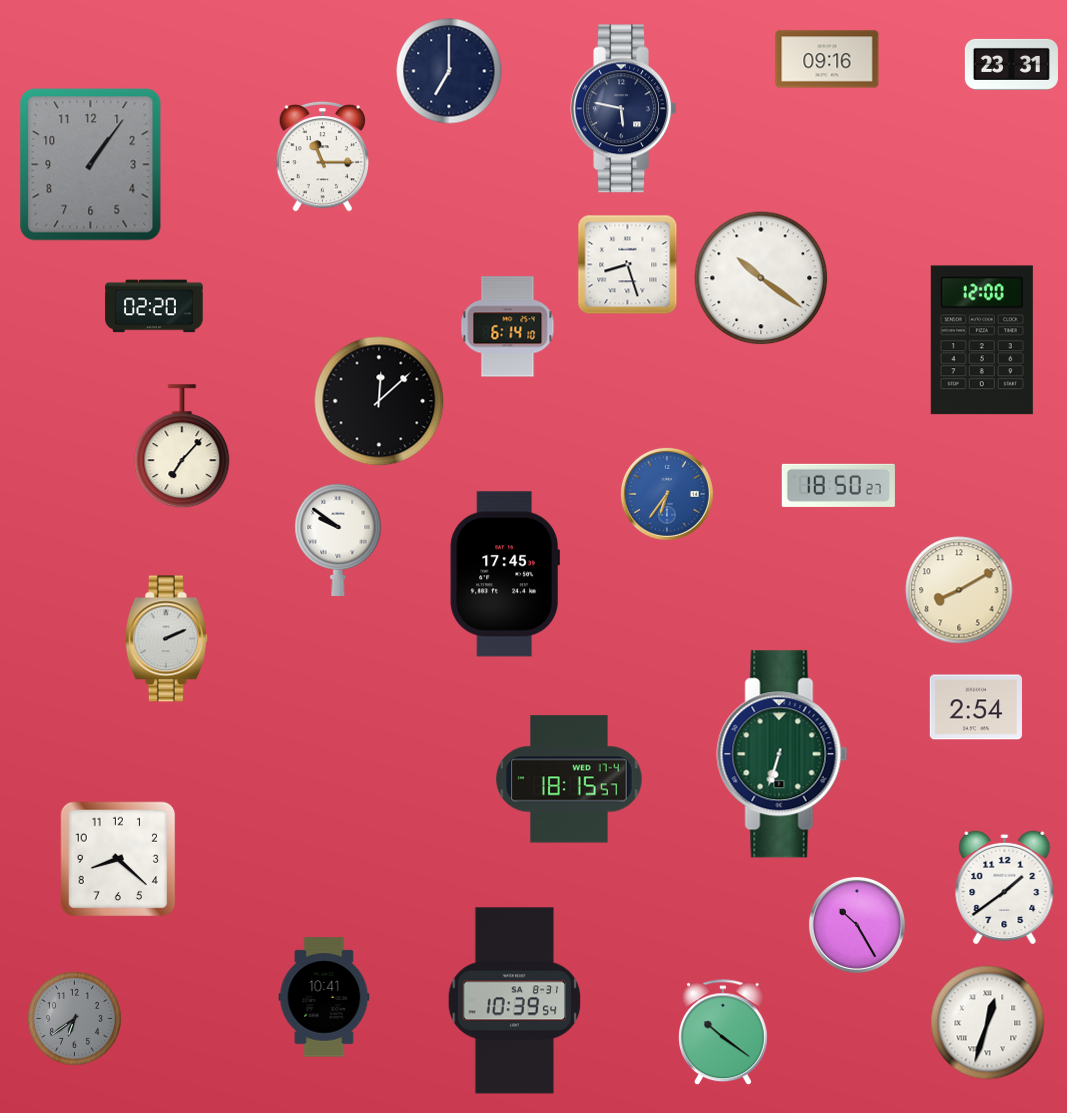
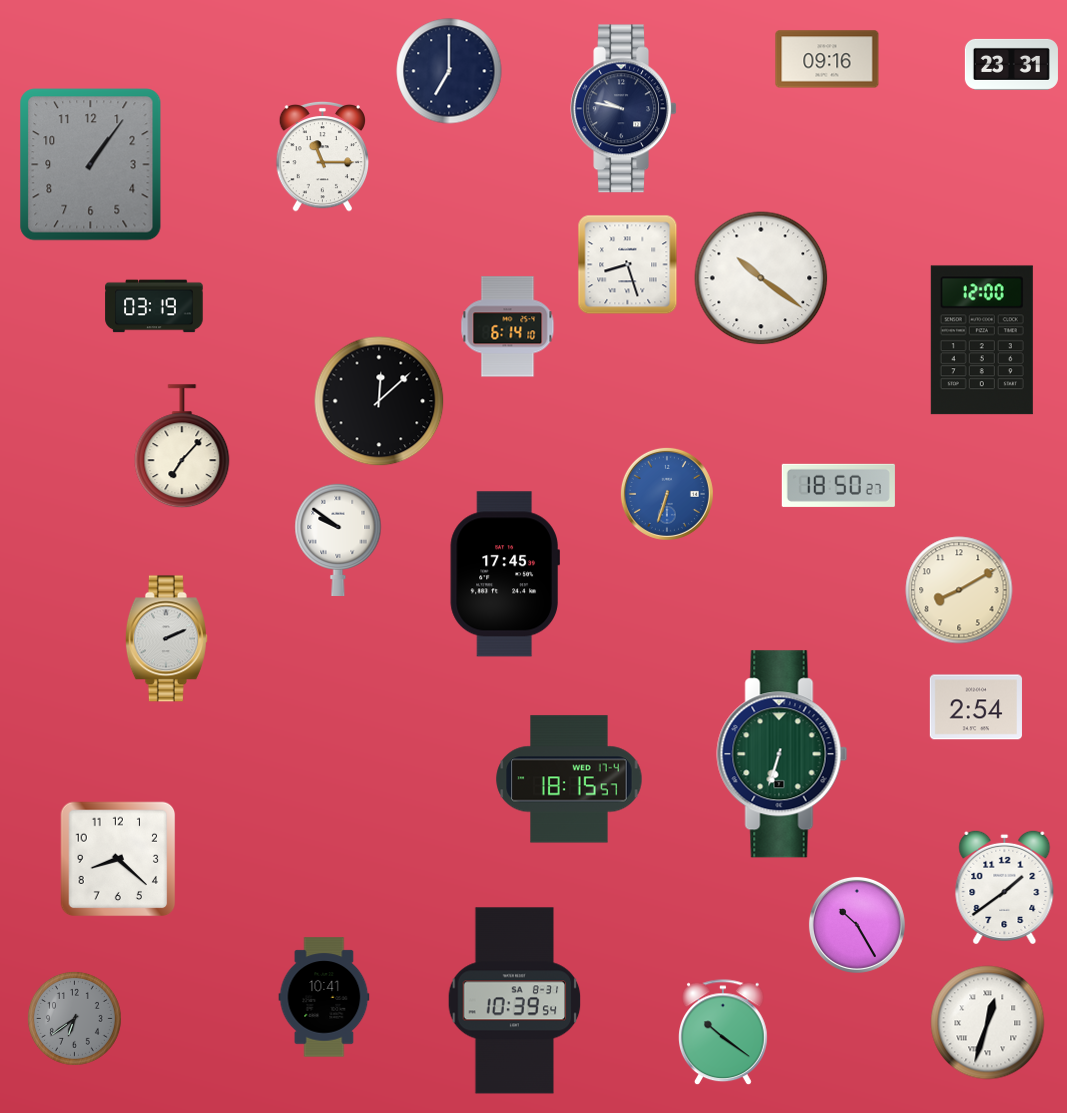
clock at (623, 109): 5:47 -> 9:47
clock at (154, 306): 02:20 -> 03:19
clock at (667, 494): 6:36 -> 6:33
